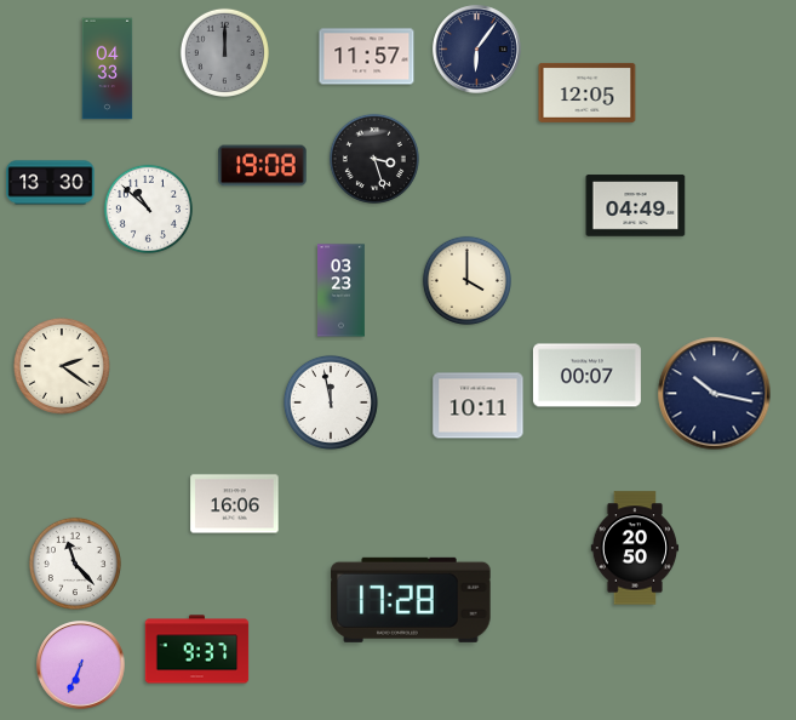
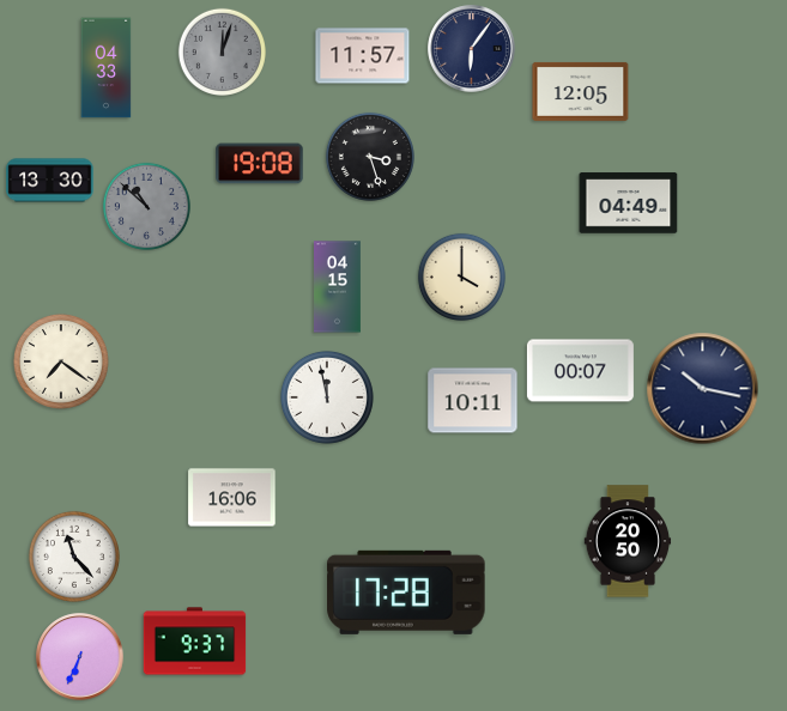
clock at (224, 52): 12:00 -> 12:03
clock at (148, 208) dial: white -> grey
clock at (342, 291): 03:23 -> 04:15
clock at (62, 366): 2:21 -> 7:21
clock at (715, 394) position: (715, 394) -> (703, 389)
